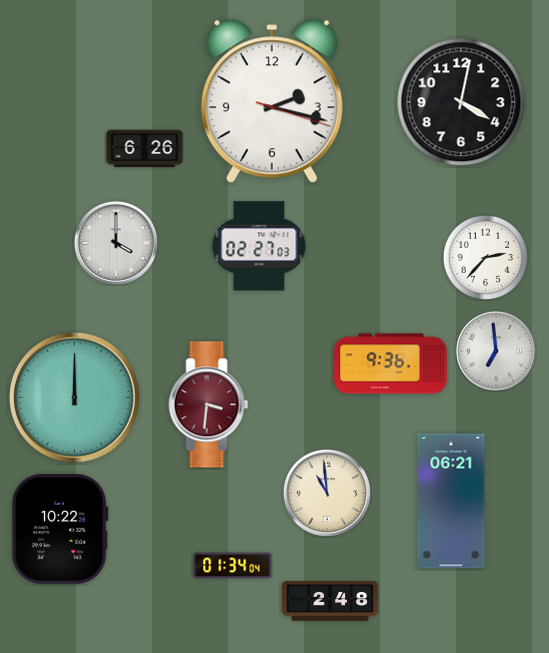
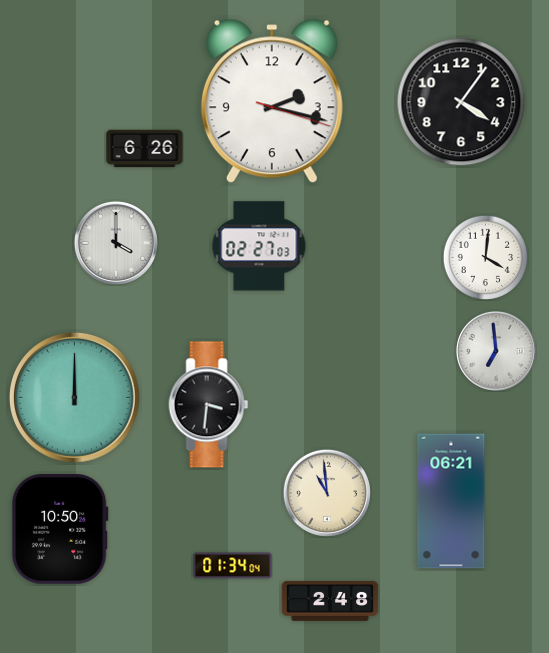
clock at (461, 102): 4:02 -> 4:06
clock at (485, 257): 2:37 -> 4:01
clock at (391, 364): 9:36 -> none
clock at (209, 405) dial: burgundy -> black
clock at (60, 530): 10:22 -> 10:50
